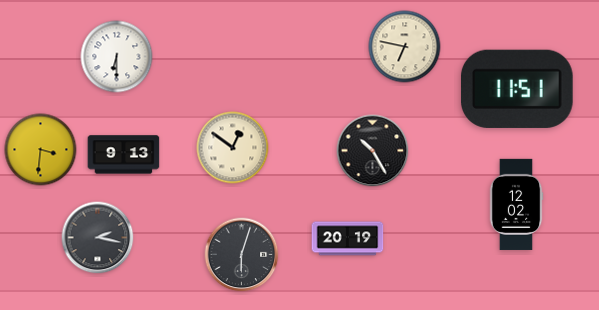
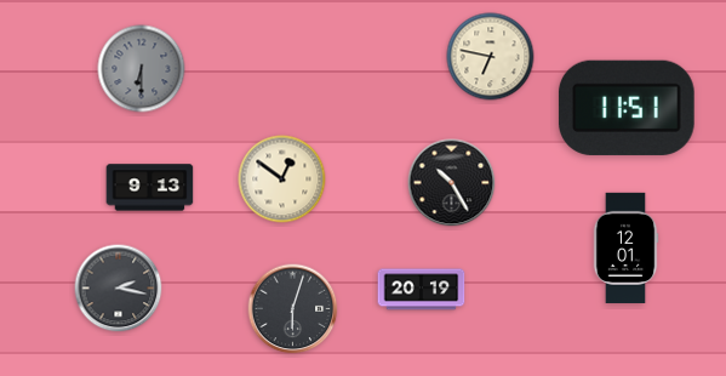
clock at (117, 57) dial: white -> grey
clock at (41, 150): 3:31 -> none
clock at (516, 204): 12:02 -> 12:01
